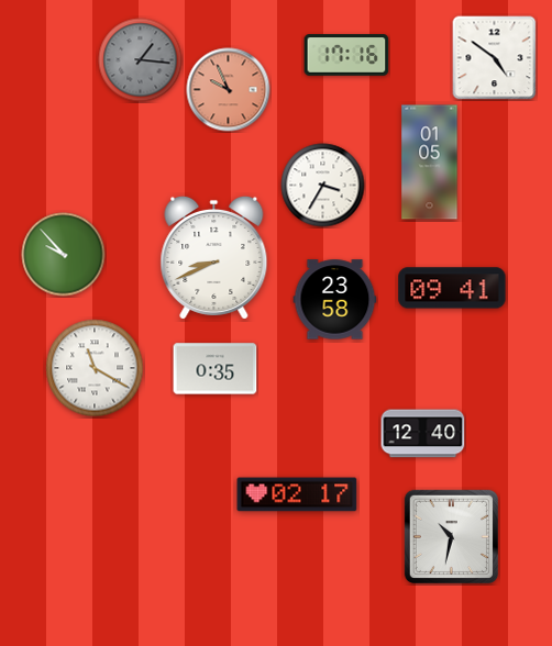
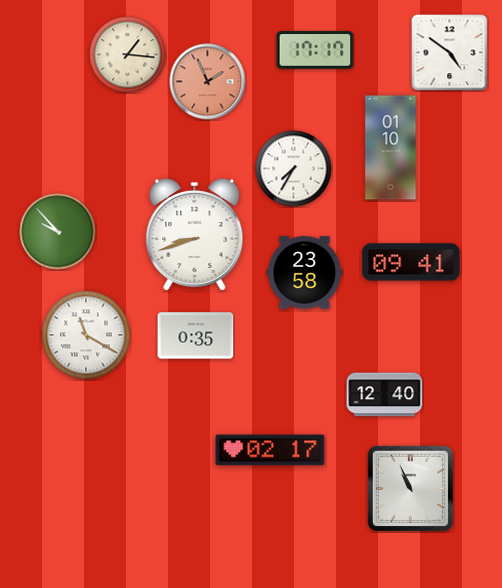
clock at (346, 55): 17:16 -> 17:17
clock at (141, 60) dial: grey -> cream
clock at (229, 90): 9:56 -> 1:56
clock at (430, 163): 01:05 -> 01:10
clock at (323, 186): 3:35 -> 7:35
clock at (214, 257): 8:41 -> 8:42
clock at (451, 536): 10:32 -> 10:56
